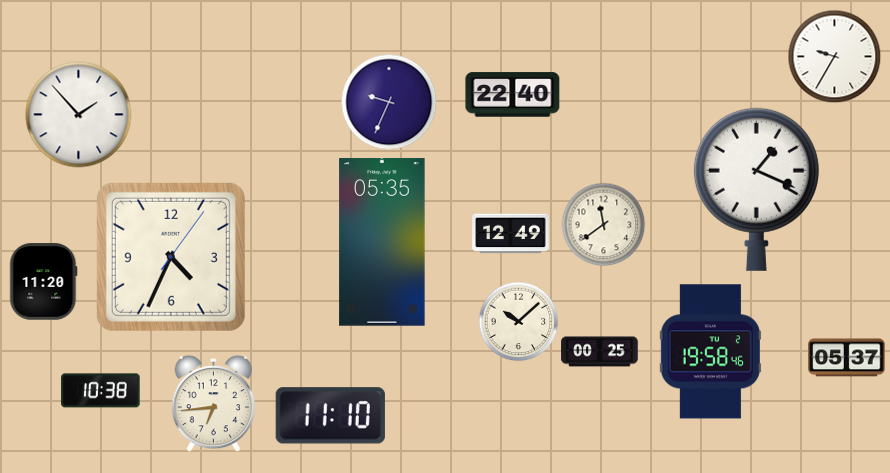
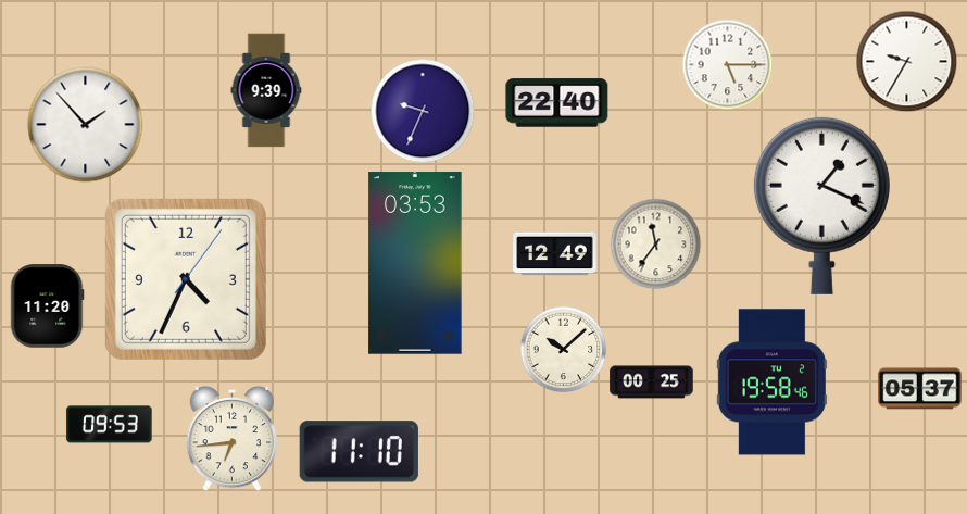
clock at (727, 64): none -> 5:15
clock at (266, 90): none -> 9:39
clock at (603, 224): 11:39 -> 11:36
clock at (382, 242): 05:35 -> 03:53
clock at (101, 391): 10:38 -> 09:53
